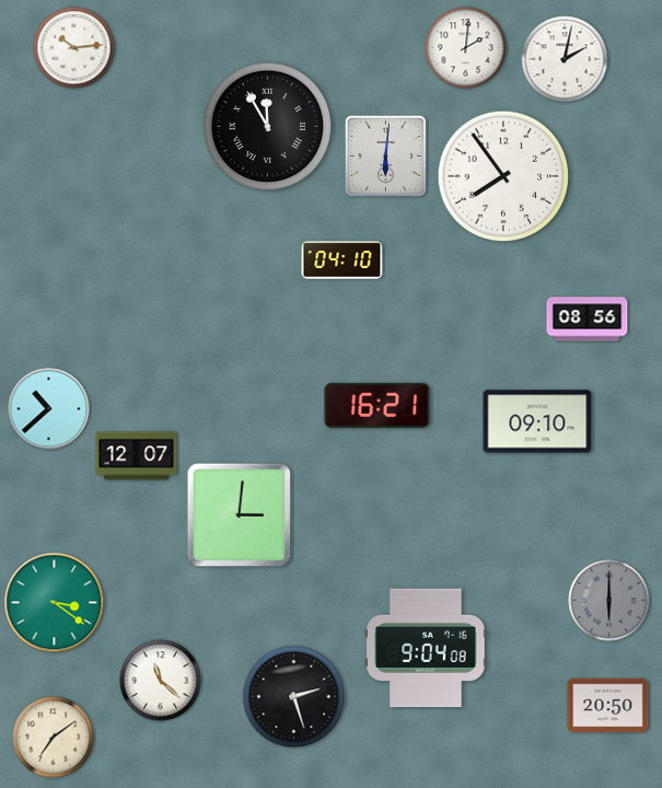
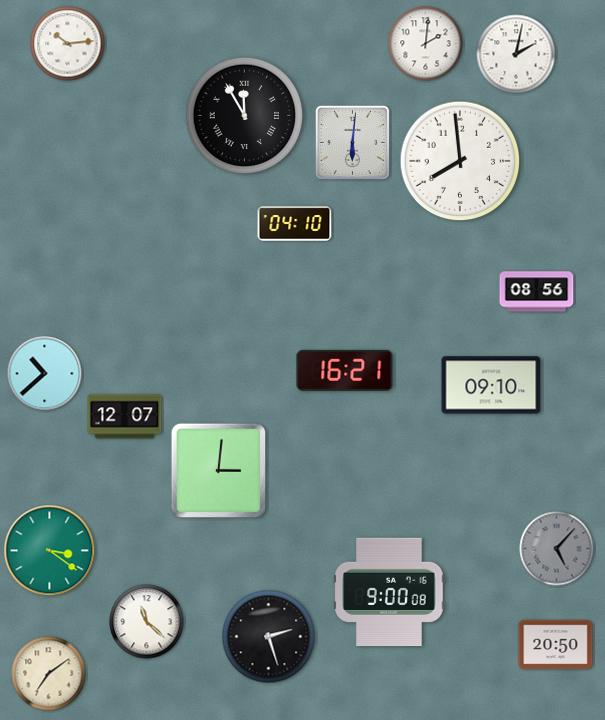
clock at (503, 176): 7:54 -> 7:59
clock at (342, 260) position: (342, 260) -> (295, 224)
clock at (609, 601): 6:00 -> 5:07
clock at (426, 648): 9:04 -> 9:00
